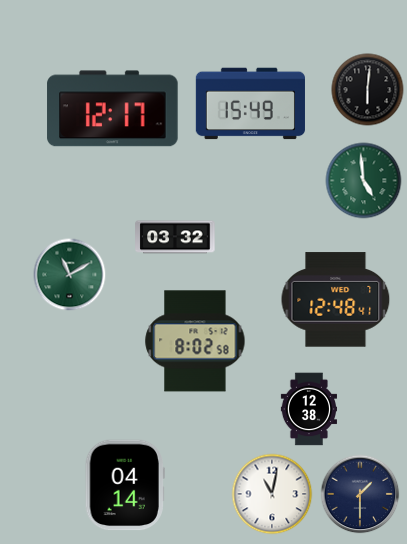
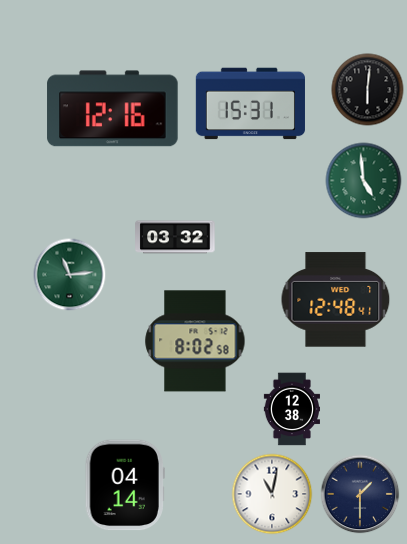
clock at (250, 104): 15:49 -> 15:31
clock at (113, 109): 12:17 -> 12:16
clock at (70, 275): 11:10 -> 11:14
clock at (308, 409) position: (308, 409) -> (291, 409)
